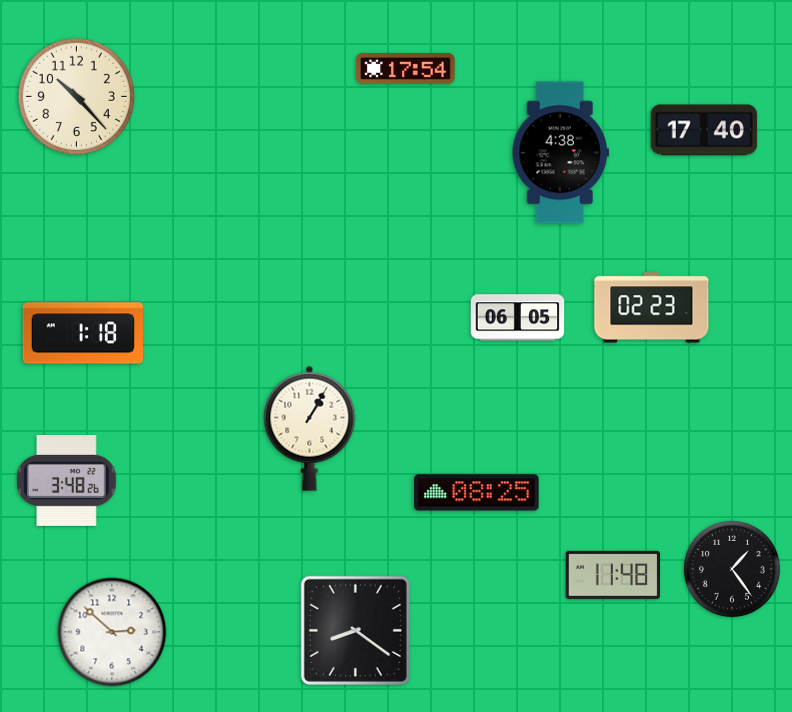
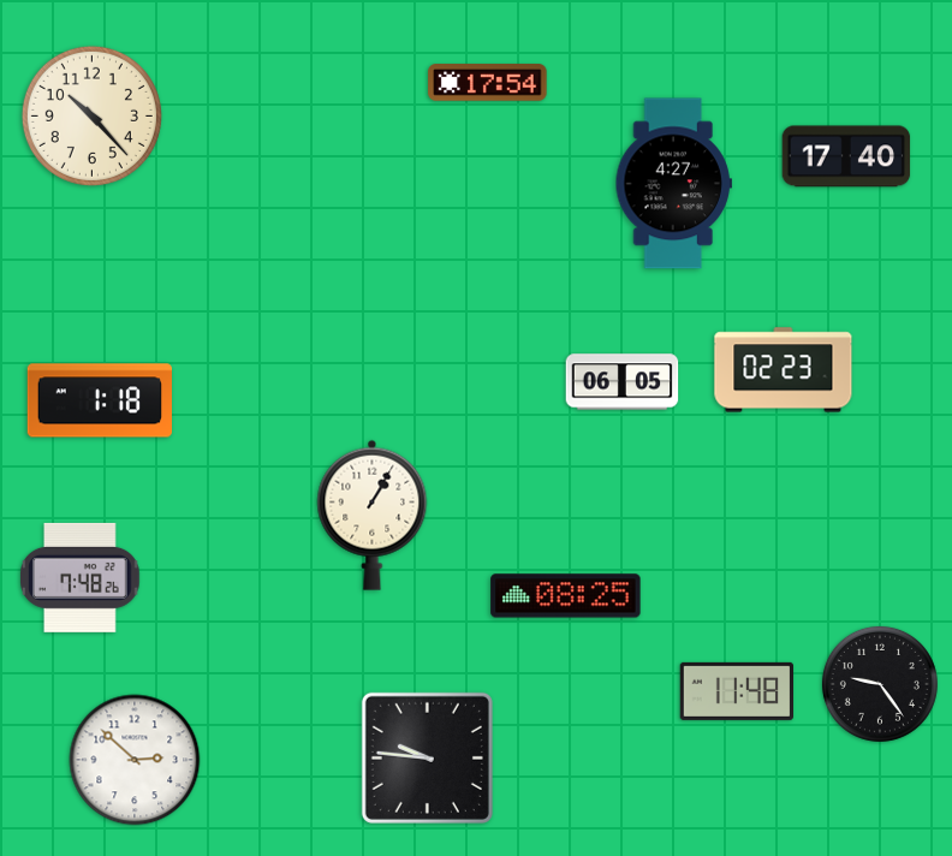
clock at (560, 153): 4:38 -> 4:27
clock at (67, 480): 3:48 -> 7:48
clock at (477, 493) position: (477, 493) -> (566, 596)
clock at (732, 569): 1:24 -> 9:24
clock at (355, 630): 8:21 -> 9:46
